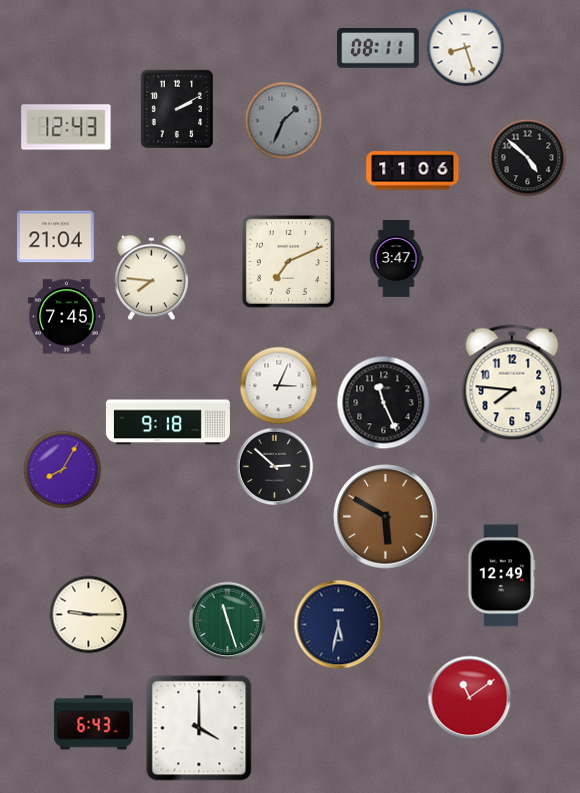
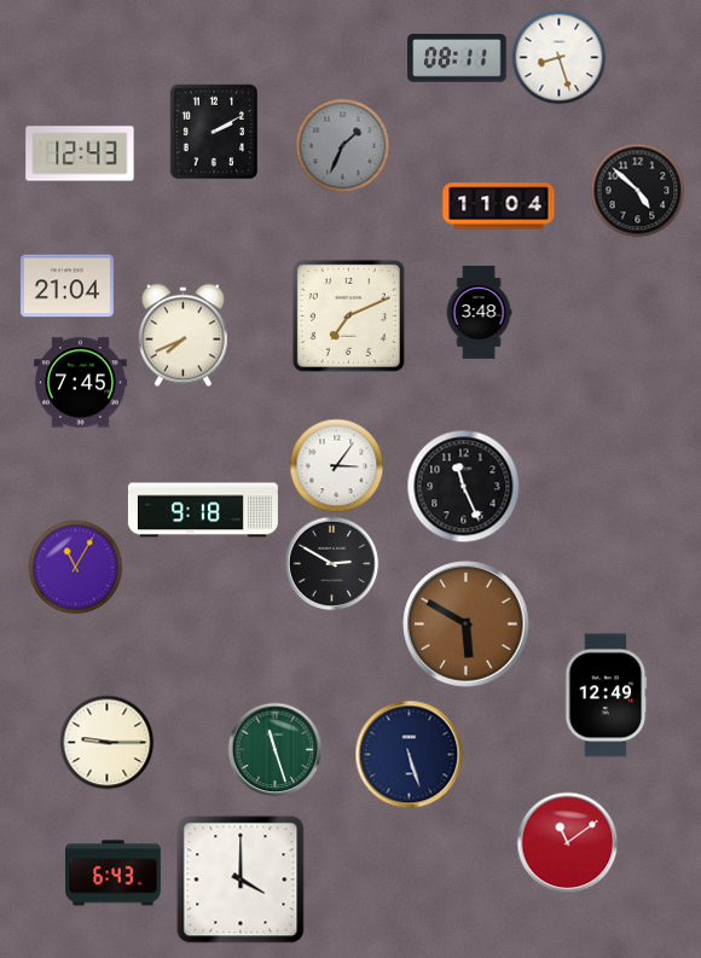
clock at (465, 47) position: (465, 47) -> (558, 57)
clock at (413, 171): 11:06 -> 11:04
clock at (396, 259): 3:47 -> 3:48
clock at (151, 277): 7:46 -> 7:41
clock at (512, 384): 7:46 -> none
clock at (278, 385): 3:04 -> 3:06
clock at (274, 466): 2:52 -> 2:50
clock at (62, 469): 8:05 -> 11:05
clock at (338, 624): 5:32 -> 5:27
